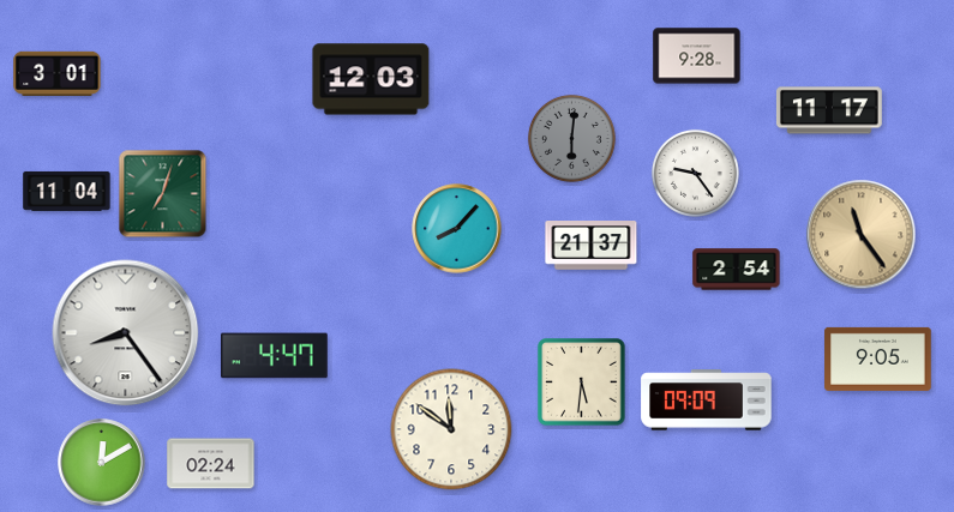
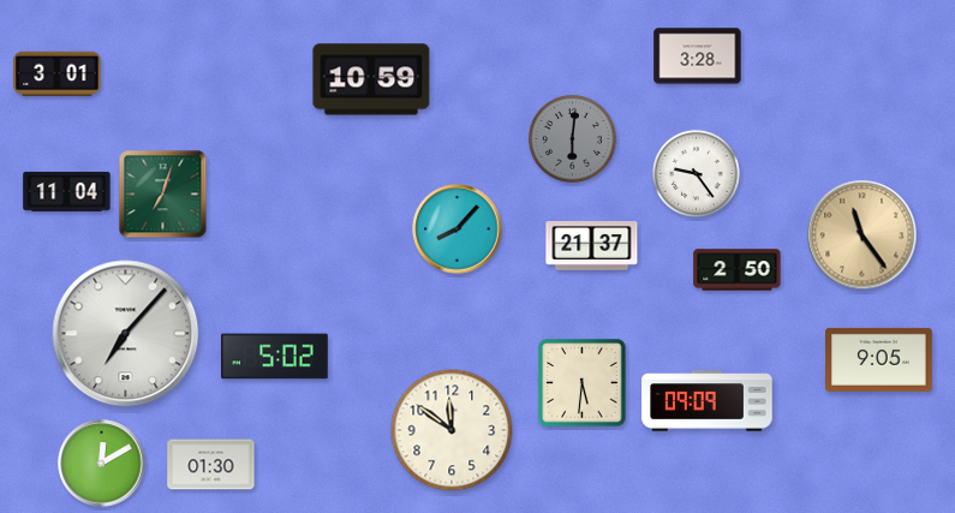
clock at (697, 56): 9:28 -> 3:28
clock at (371, 79): 12:03 -> 10:59
clock at (829, 110): 11:17 -> none
clock at (737, 270): 2:54 -> 2:50
clock at (126, 333): 8:24 -> 7:07
clock at (275, 356): 4:47 -> 5:02
clock at (211, 464): 02:24 -> 01:30
